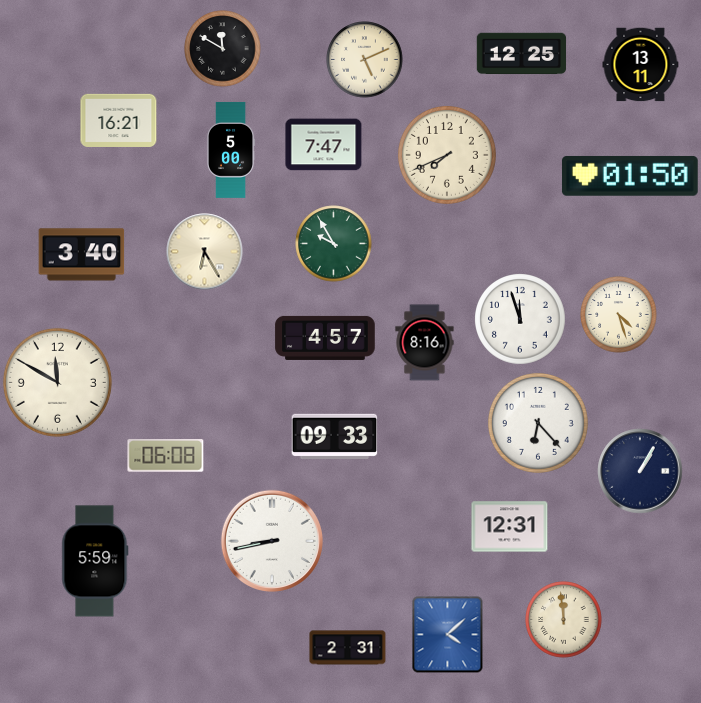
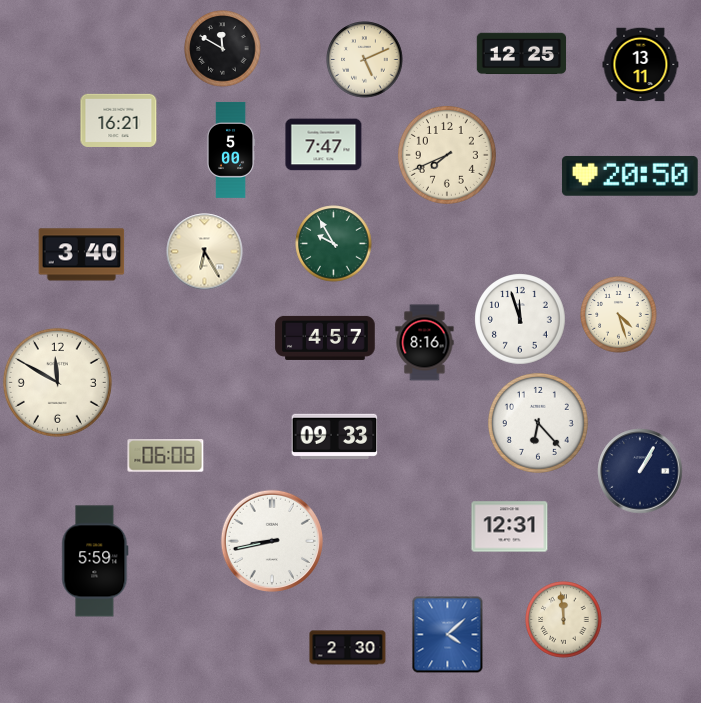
clock at (630, 176): 01:50 -> 20:50
clock at (348, 648): 2:31 -> 2:30
